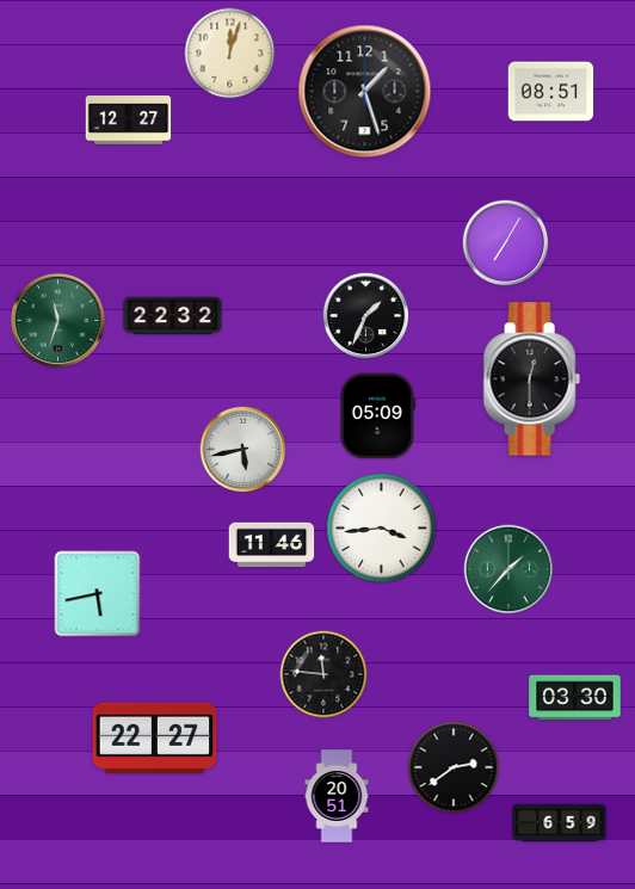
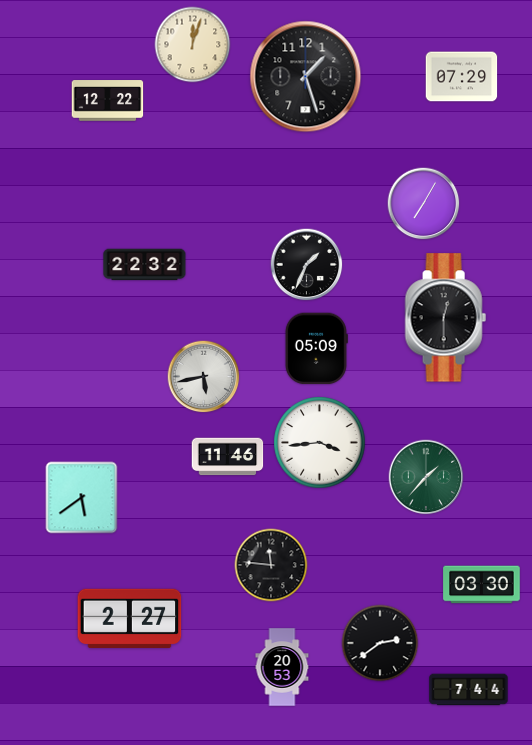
clock at (551, 92): 08:51 -> 07:29
clock at (129, 121): 12:27 -> 12:22
clock at (57, 320): 11:33 -> none
clock at (98, 594): 5:43 -> 5:39
clock at (155, 739): 22:27 -> 2:27
clock at (337, 796): 20:51 -> 20:53
clock at (560, 823): 6:59 -> 7:44
